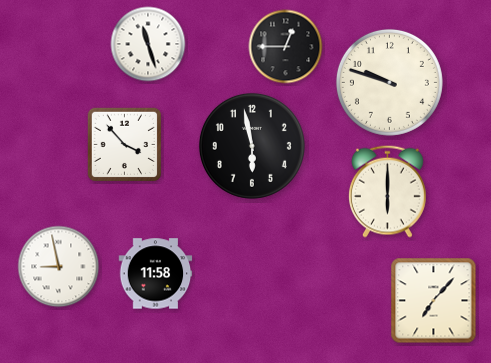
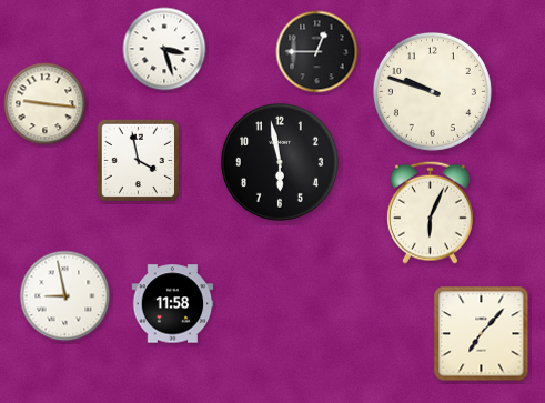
clock at (148, 44): 11:27 -> 3:27
clock at (46, 104): none -> 9:16
clock at (124, 144): 3:53 -> 3:58
clock at (387, 191): 6:00 -> 6:04
